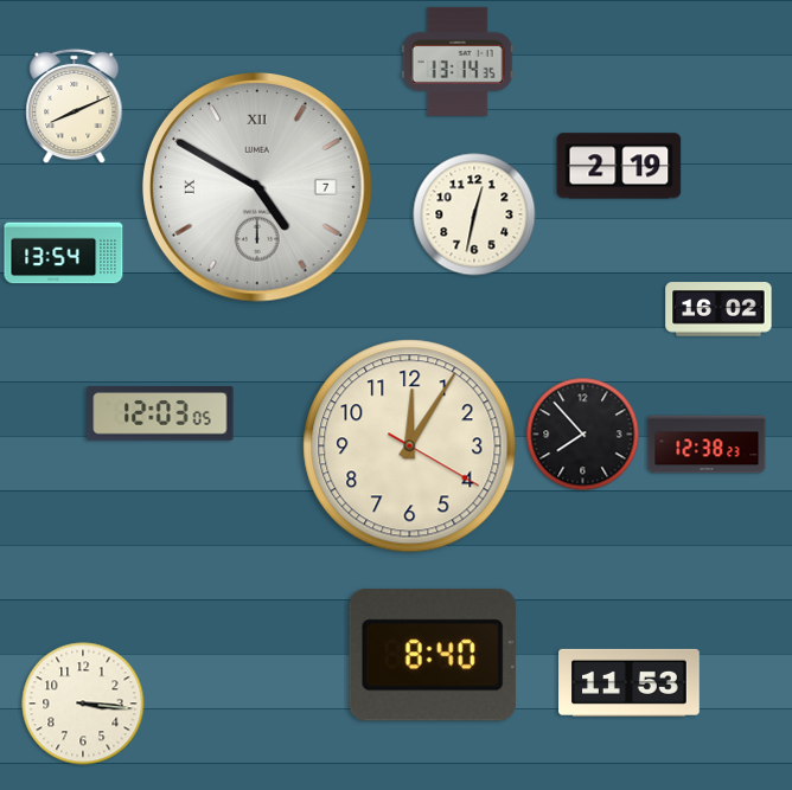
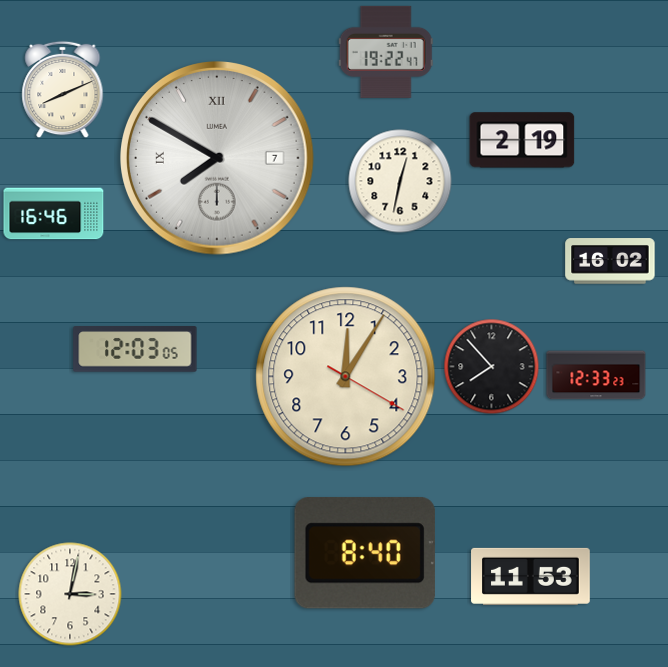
clock at (458, 62): 13:14 -> 19:22
clock at (258, 188): 4:50 -> 7:50
clock at (64, 253): 13:54 -> 16:46
clock at (718, 309) position: (718, 309) -> (610, 261)
clock at (707, 444): 12:38 -> 12:33
clock at (83, 704): 3:16 -> 3:02
